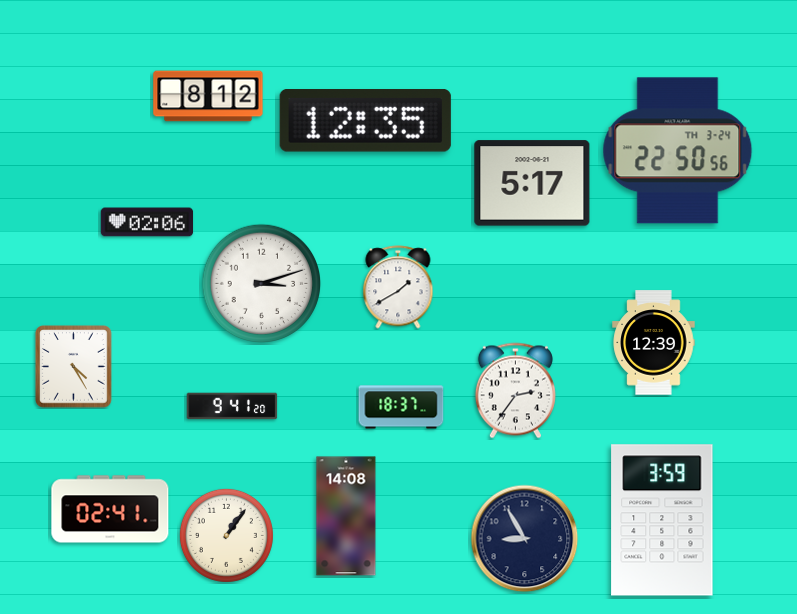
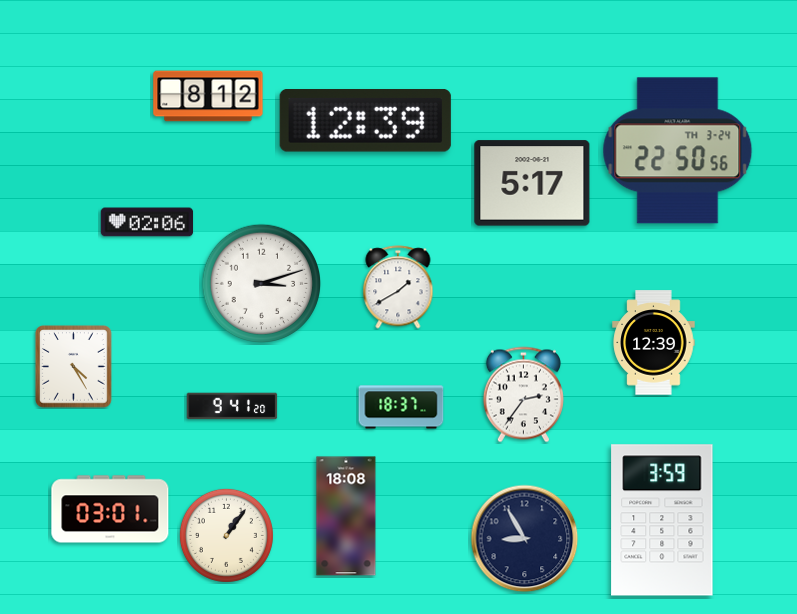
clock at (365, 121): 12:35 -> 12:39
clock at (515, 391) position: (515, 391) -> (523, 395)
clock at (110, 509): 02:41 -> 03:01
clock at (346, 516): 14:08 -> 18:08
